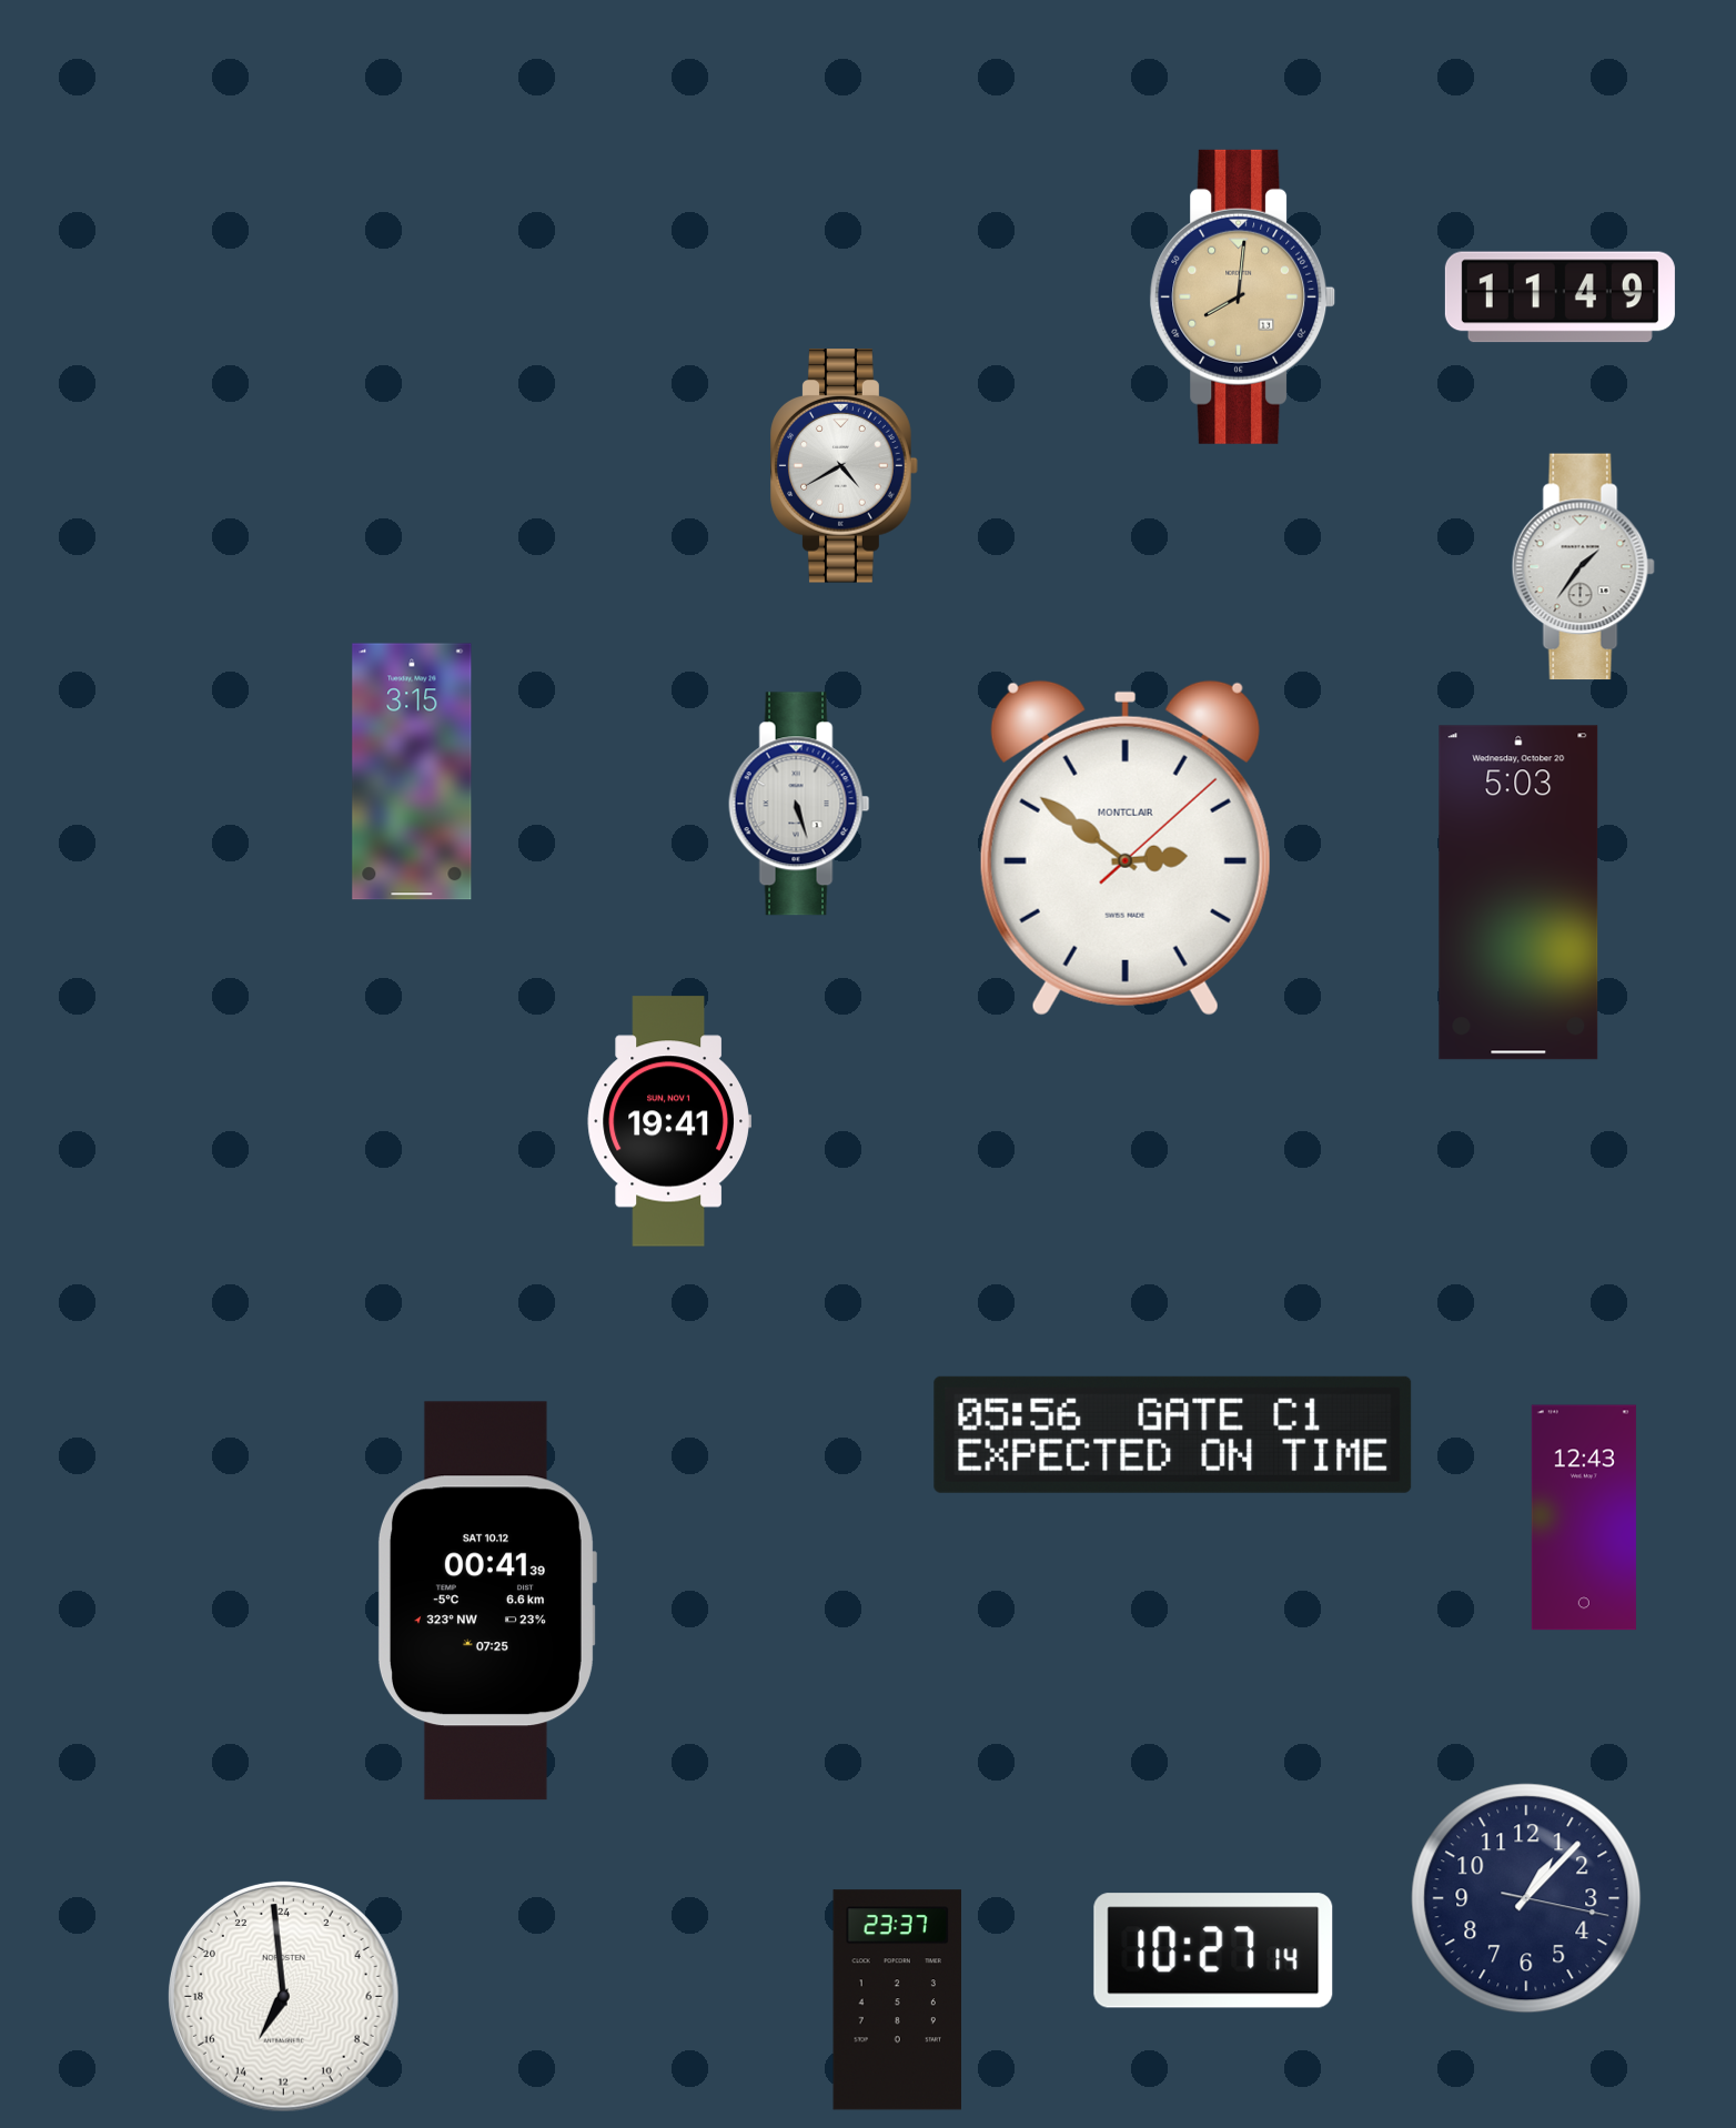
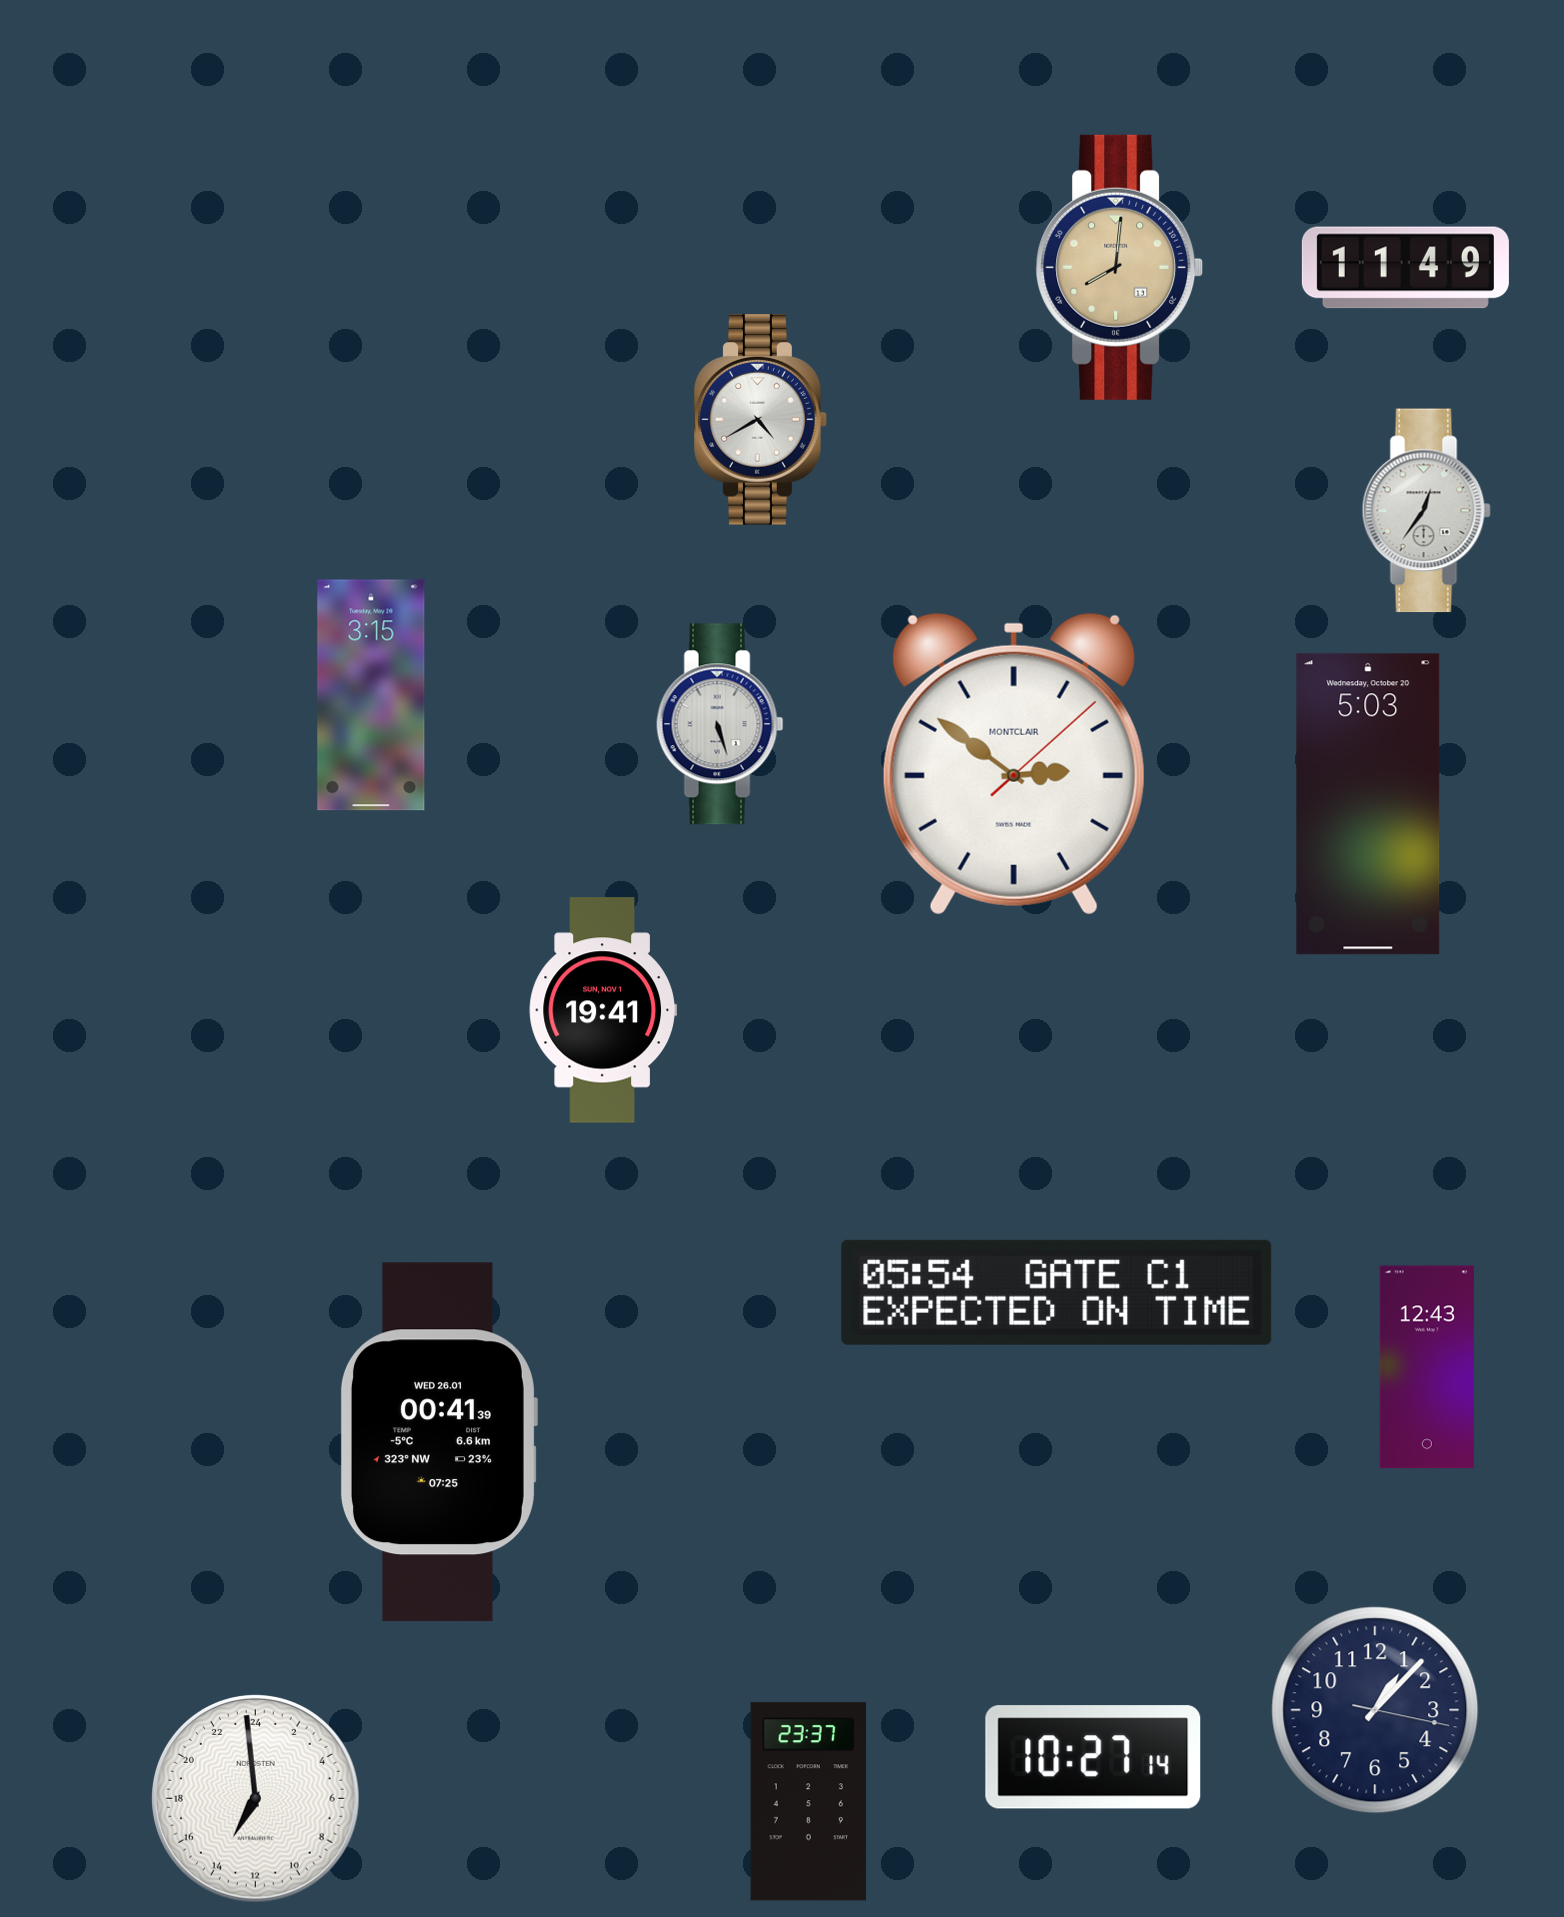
clock at (1583, 567): 1:36 -> 12:36
clock at (1173, 1434): 05:56 -> 05:54
clock at (486, 1601) date: SAT 10.12 -> WED 26.01
